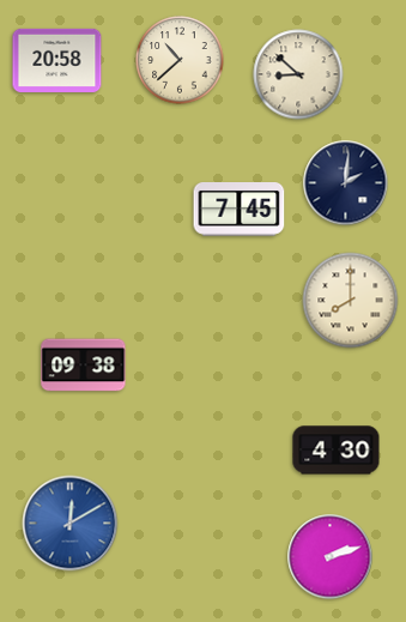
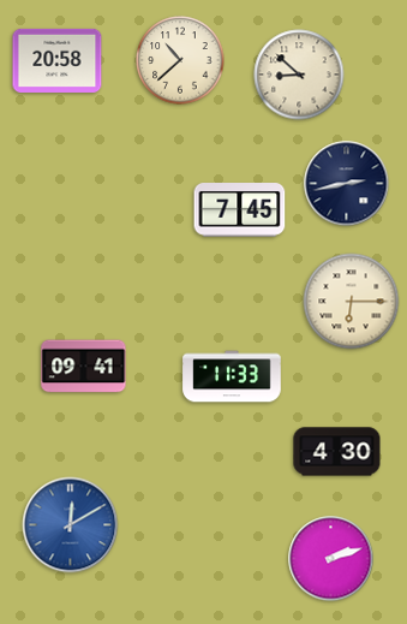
clock at (346, 183): 2:01 -> 2:43
clock at (351, 301): 8:00 -> 6:15
clock at (84, 366): 09:38 -> 09:41
clock at (232, 376): none -> 11:33
